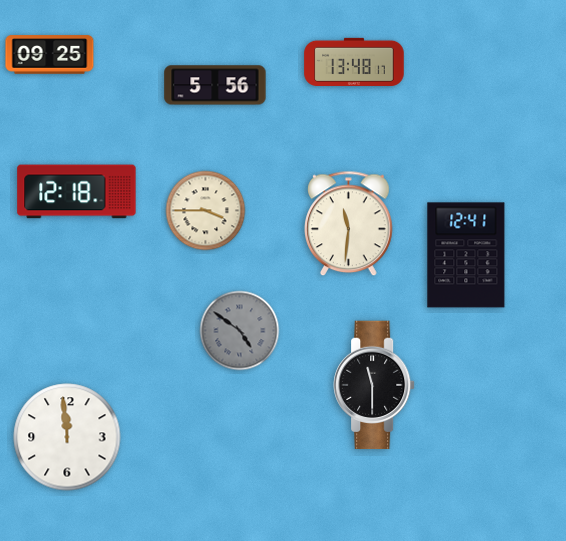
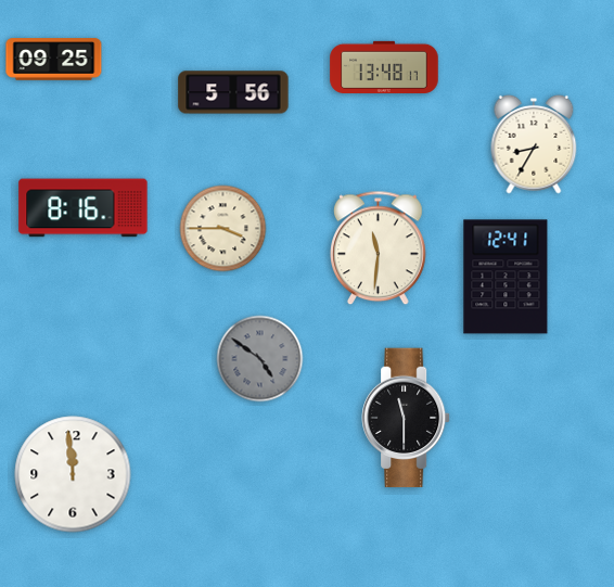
clock at (534, 144): none -> 8:35
clock at (77, 192): 12:18 -> 8:16
clock at (349, 224) position: (349, 224) -> (379, 248)
